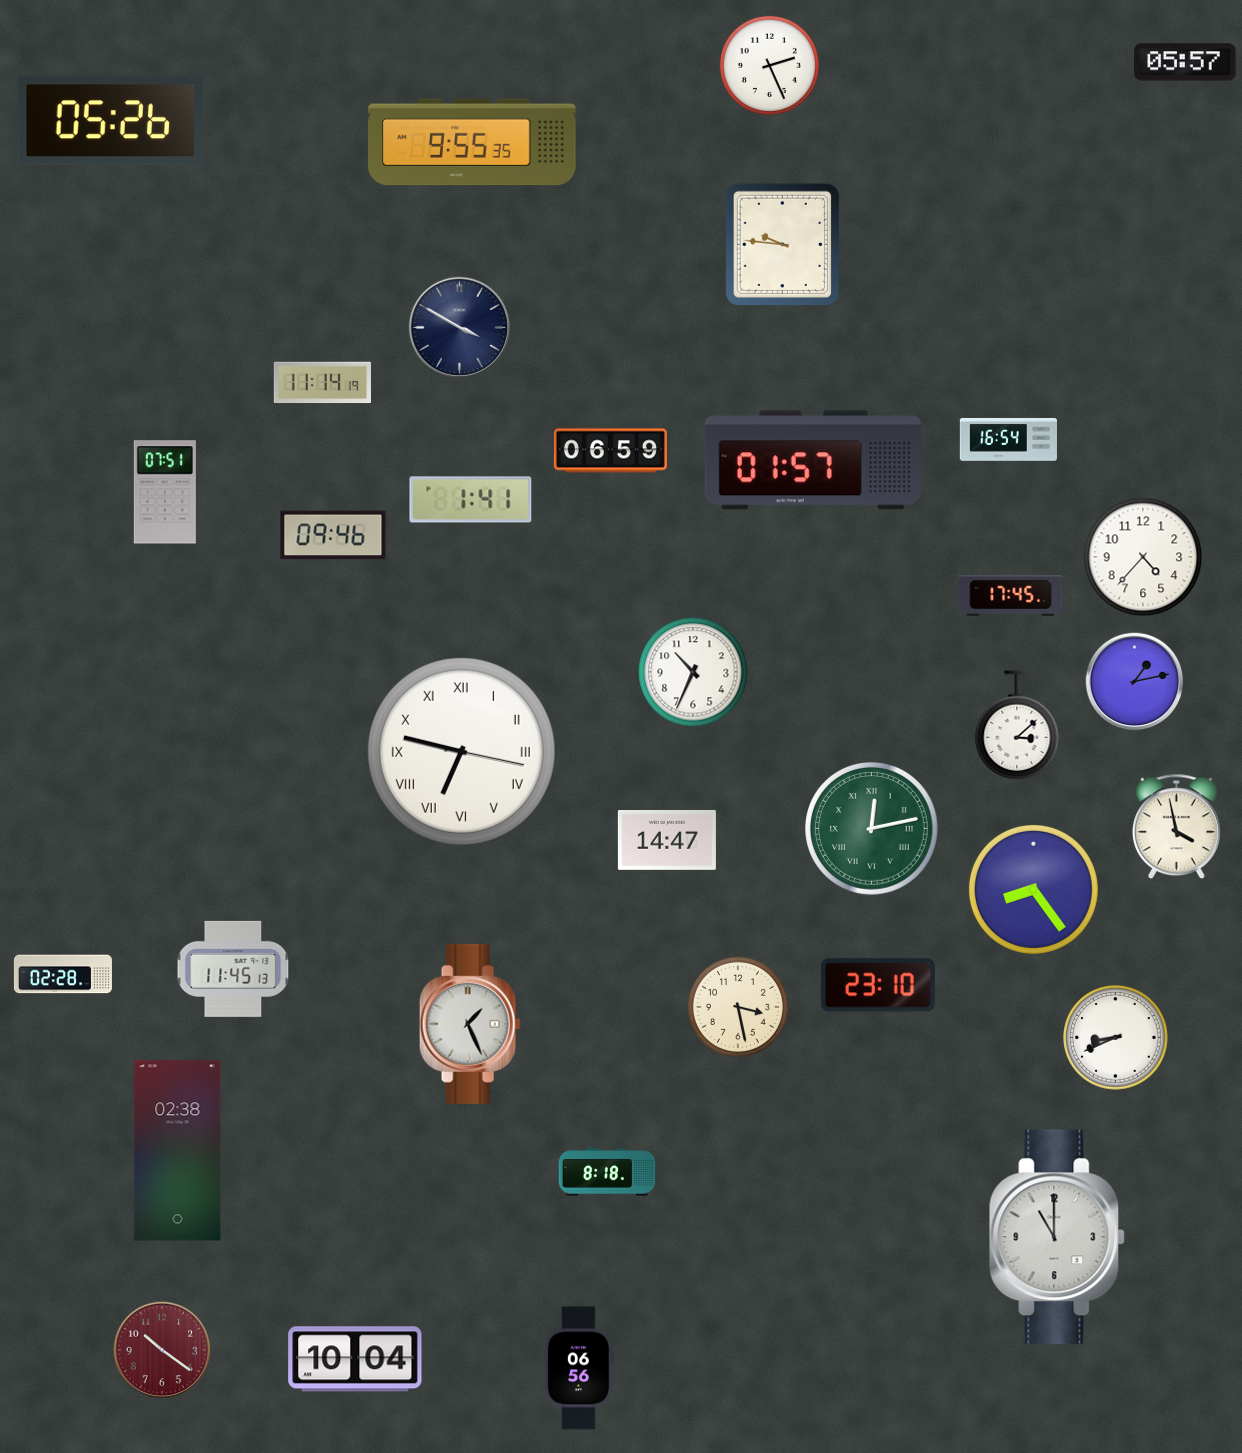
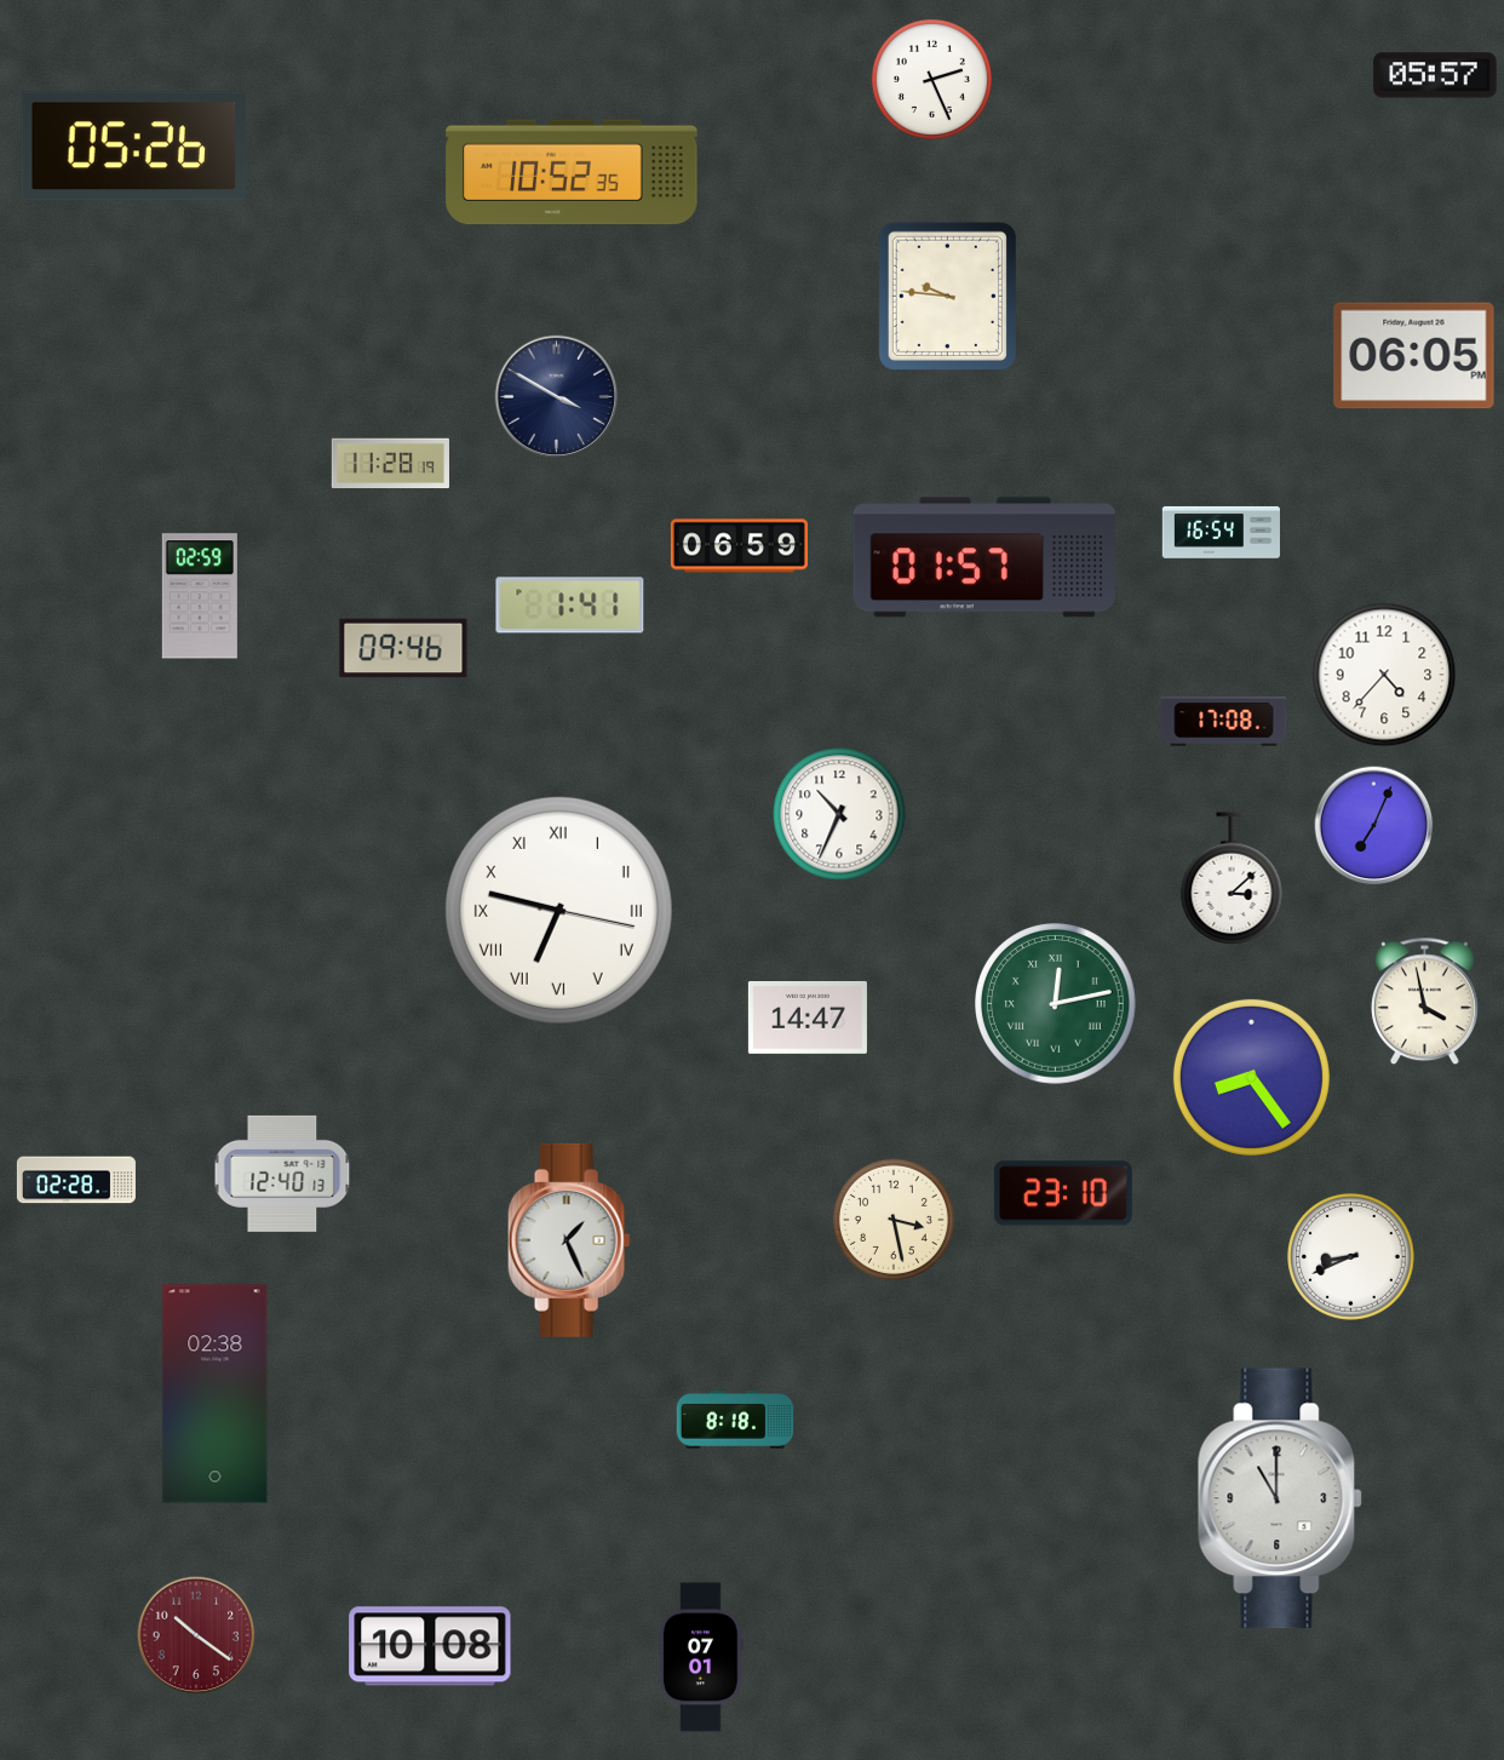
clock at (472, 142): 9:55 -> 10:52
clock at (1414, 356): none -> 06:05
clock at (322, 383): 11:14 -> 11:28
clock at (165, 492): 07:51 -> 02:59
clock at (1011, 596): 17:45 -> 17:08
clock at (1135, 682): 1:13 -> 7:04
clock at (233, 969): 11:45 -> 12:40
clock at (355, 1359): 10:04 -> 10:08
clock at (579, 1368): 06:56 -> 07:01
